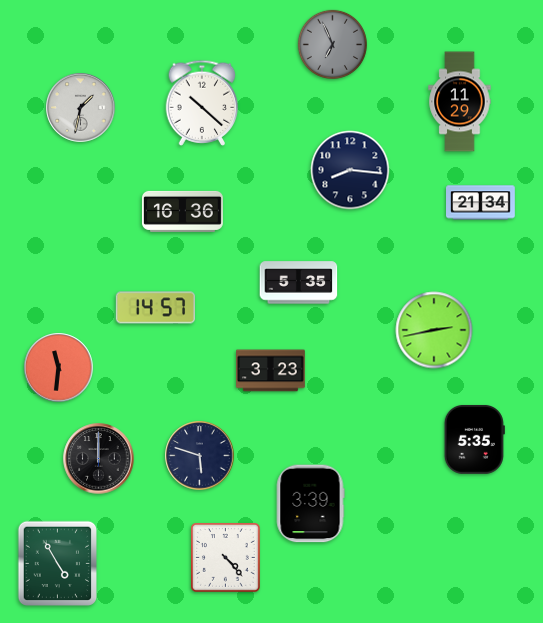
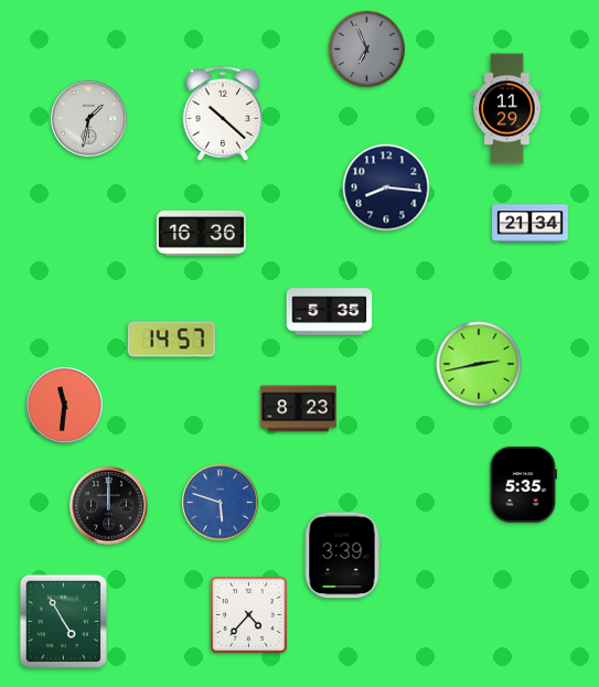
clock at (460, 102) position: (460, 102) -> (507, 109)
clock at (271, 371): 3:23 -> 8:23
clock at (200, 456) dial: navy -> blue
clock at (226, 558): 4:23 -> 4:37
